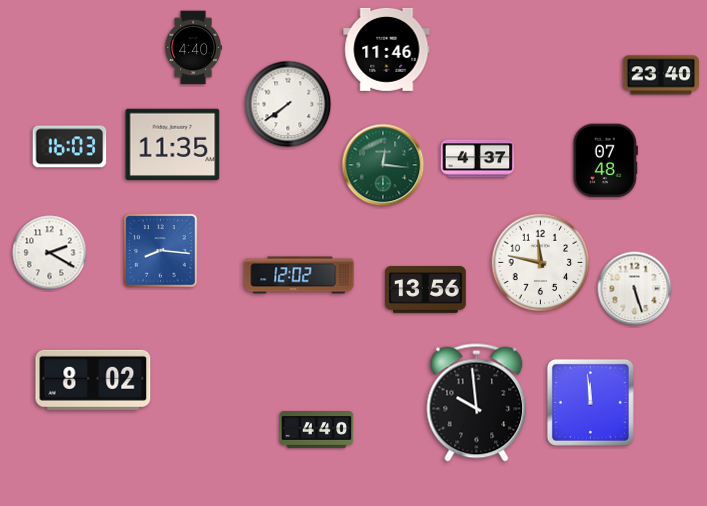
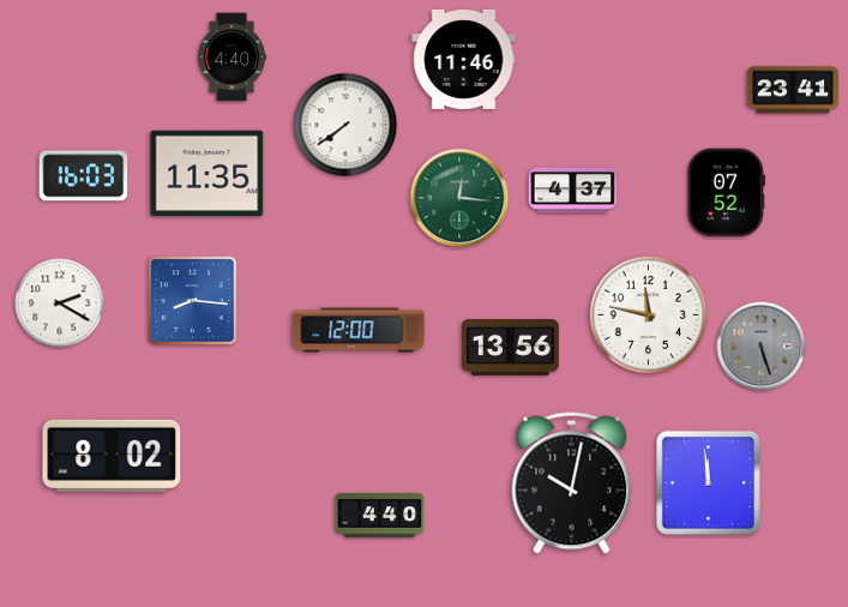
clock at (660, 75): 23:40 -> 23:41
clock at (605, 161): 07:48 -> 07:52
clock at (299, 275): 12:02 -> 12:00
clock at (635, 289) dial: white -> grey
clock at (477, 403): 9:59 -> 10:02
